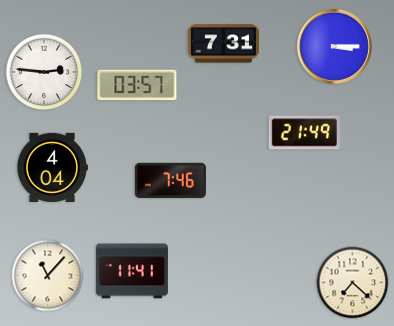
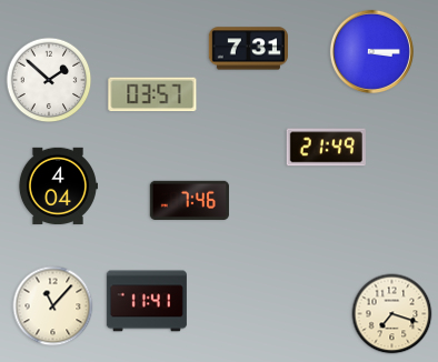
clock at (44, 72): 2:46 -> 1:52
clock at (304, 133) position: (304, 133) -> (326, 148)
clock at (353, 283): 7:22 -> 7:18
